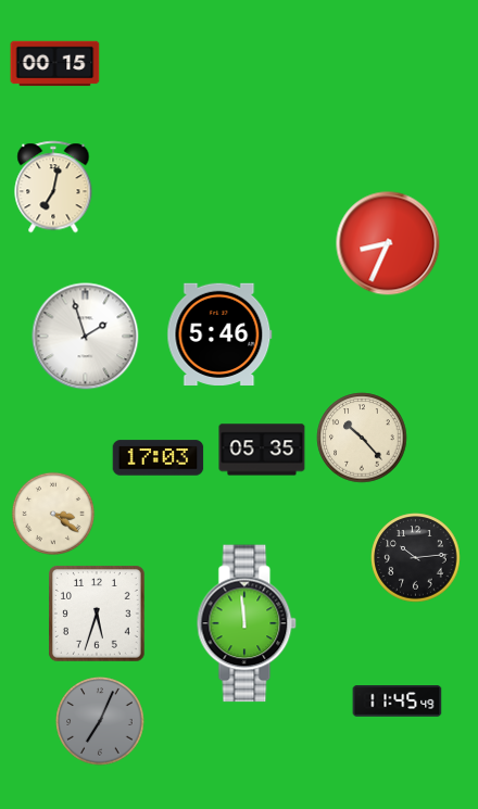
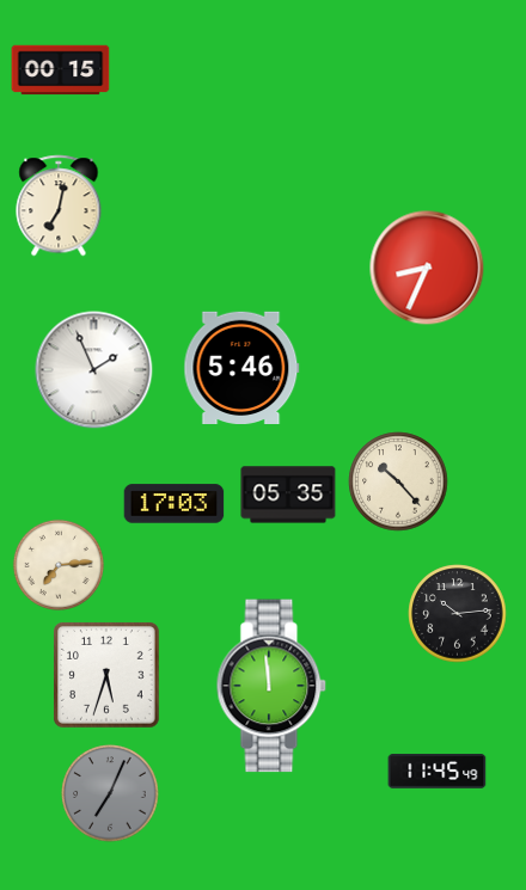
clock at (86, 337): 1:57 -> 1:56
clock at (53, 514): 3:21 -> 7:14
